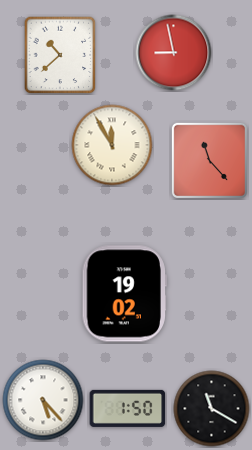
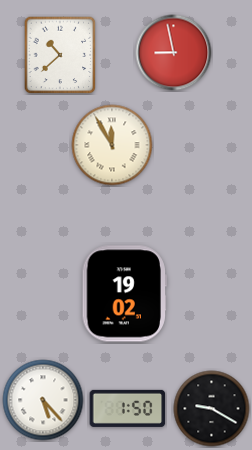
clock at (209, 160): 11:23 -> none
clock at (212, 409): 11:20 -> 9:20
